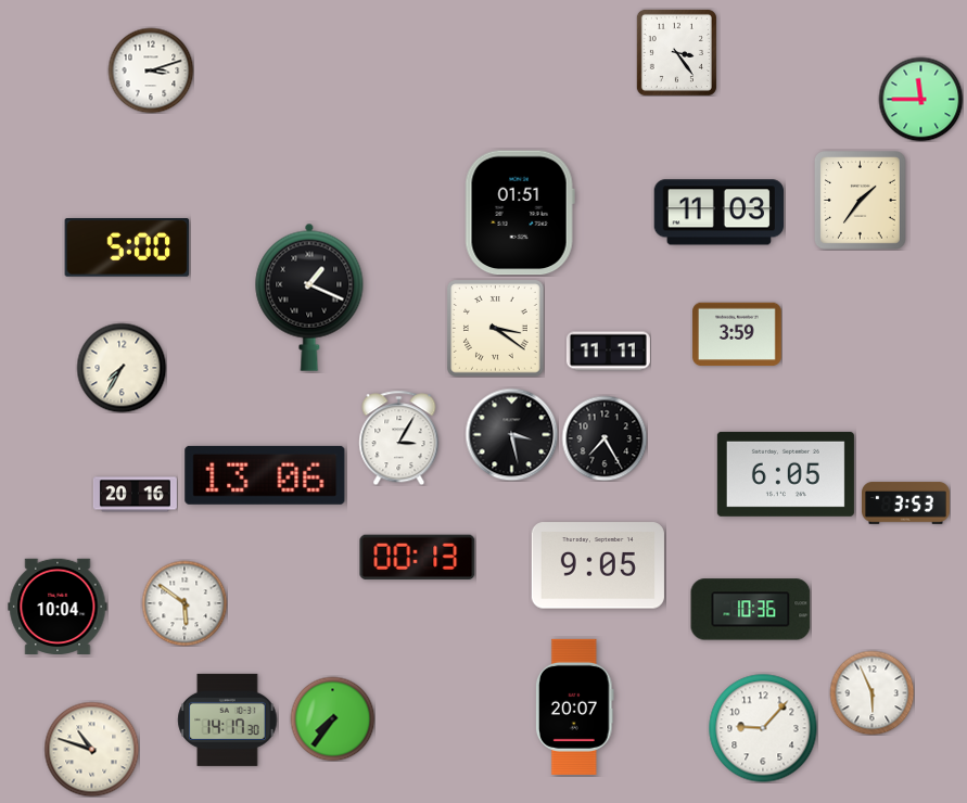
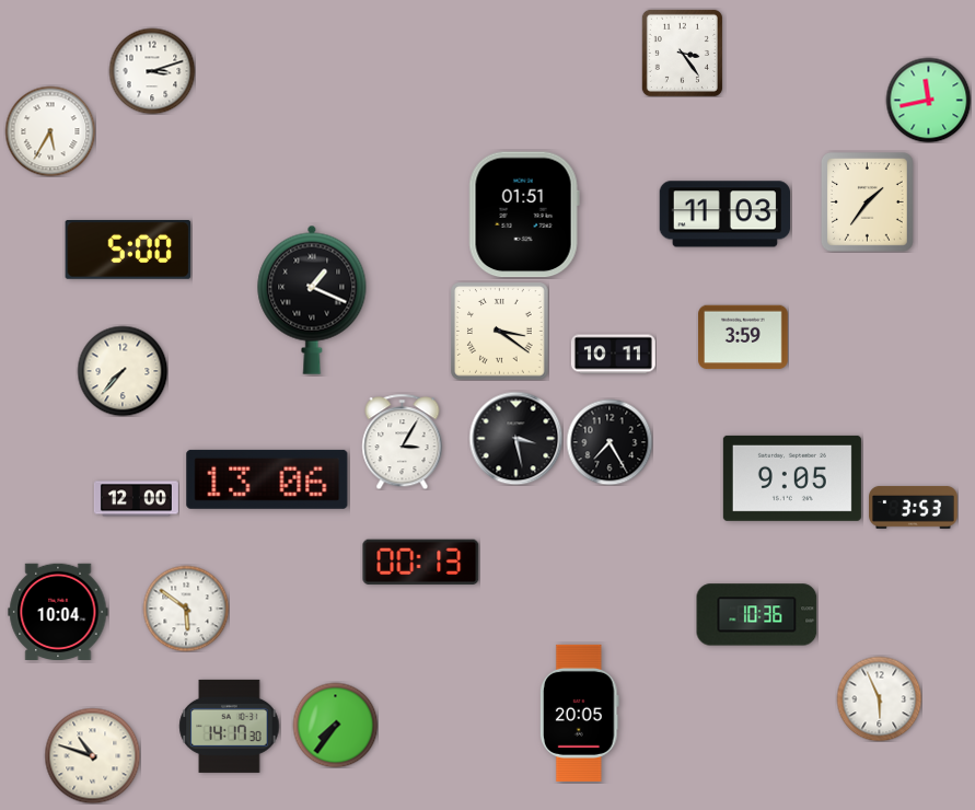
clock at (920, 99): 11:45 -> 11:43
clock at (50, 131): none -> 5:35
clock at (608, 352): 11:11 -> 10:11
clock at (122, 368): 7:35 -> 7:37
clock at (786, 474): 6:05 -> 9:05
clock at (135, 495): 20:16 -> 12:00
clock at (598, 565): 9:05 -> none
clock at (575, 706): 20:07 -> 20:05
clock at (763, 728): 9:07 -> none
